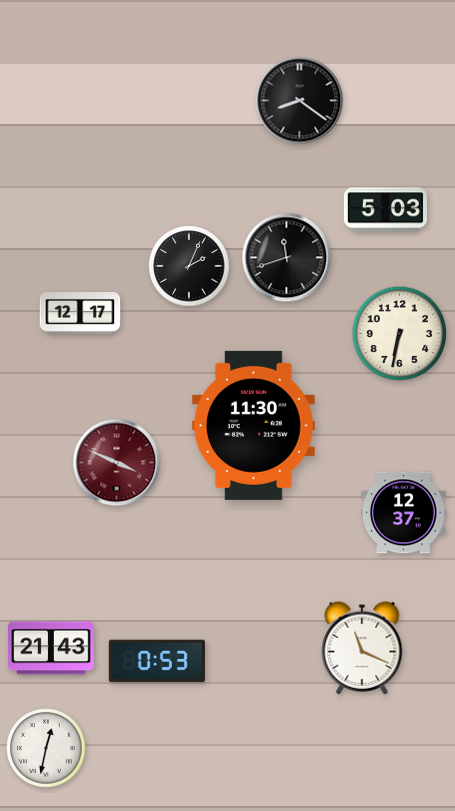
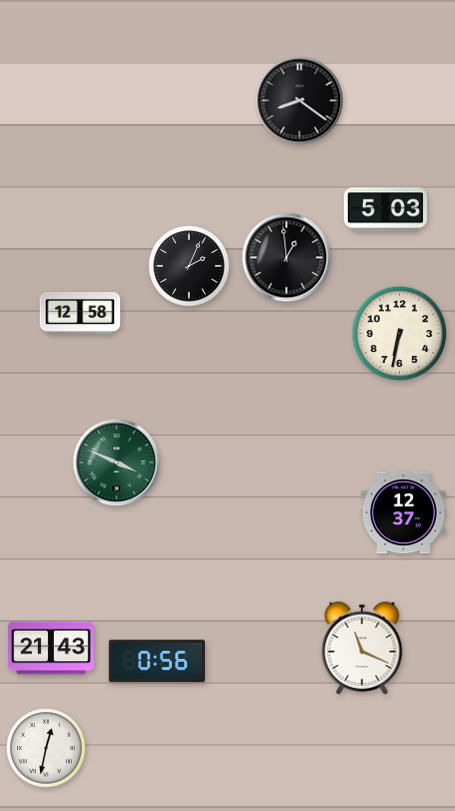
clock at (287, 258): 11:42 -> 12:59
clock at (80, 314): 12:17 -> 12:58
clock at (253, 425): 11:30 -> none
clock at (117, 463) dial: burgundy -> green
clock at (157, 661): 0:53 -> 0:56
